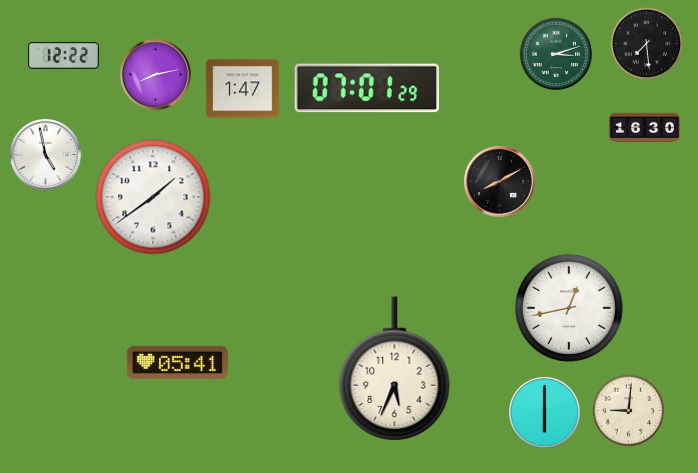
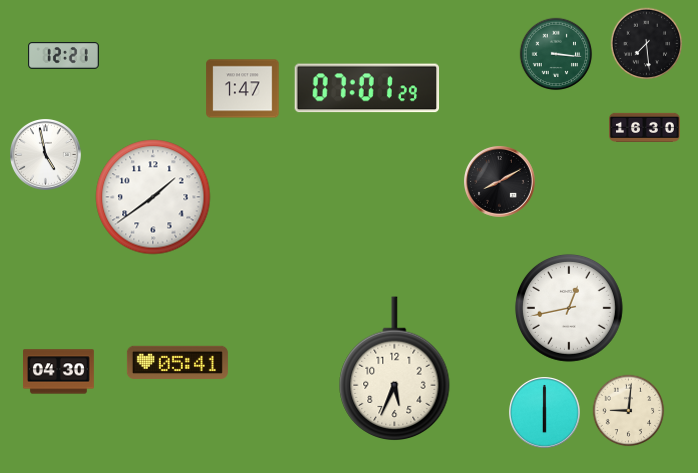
clock at (556, 54): 3:12 -> 3:16
clock at (64, 56): 12:22 -> 12:21
clock at (156, 75): 8:13 -> none
clock at (59, 372): none -> 04:30
